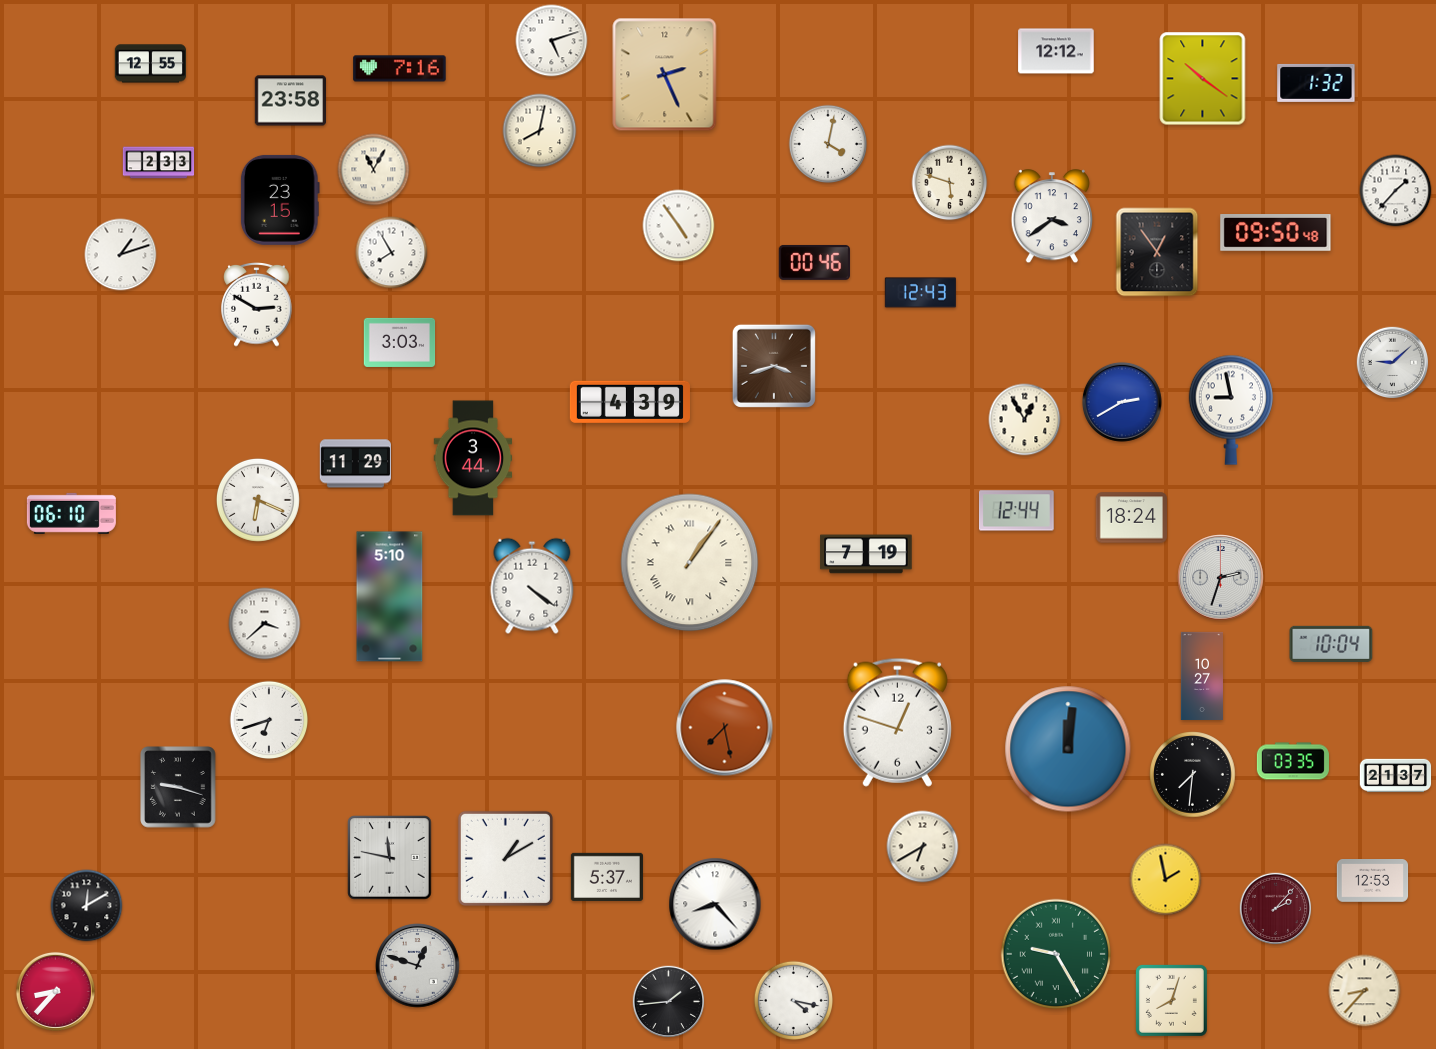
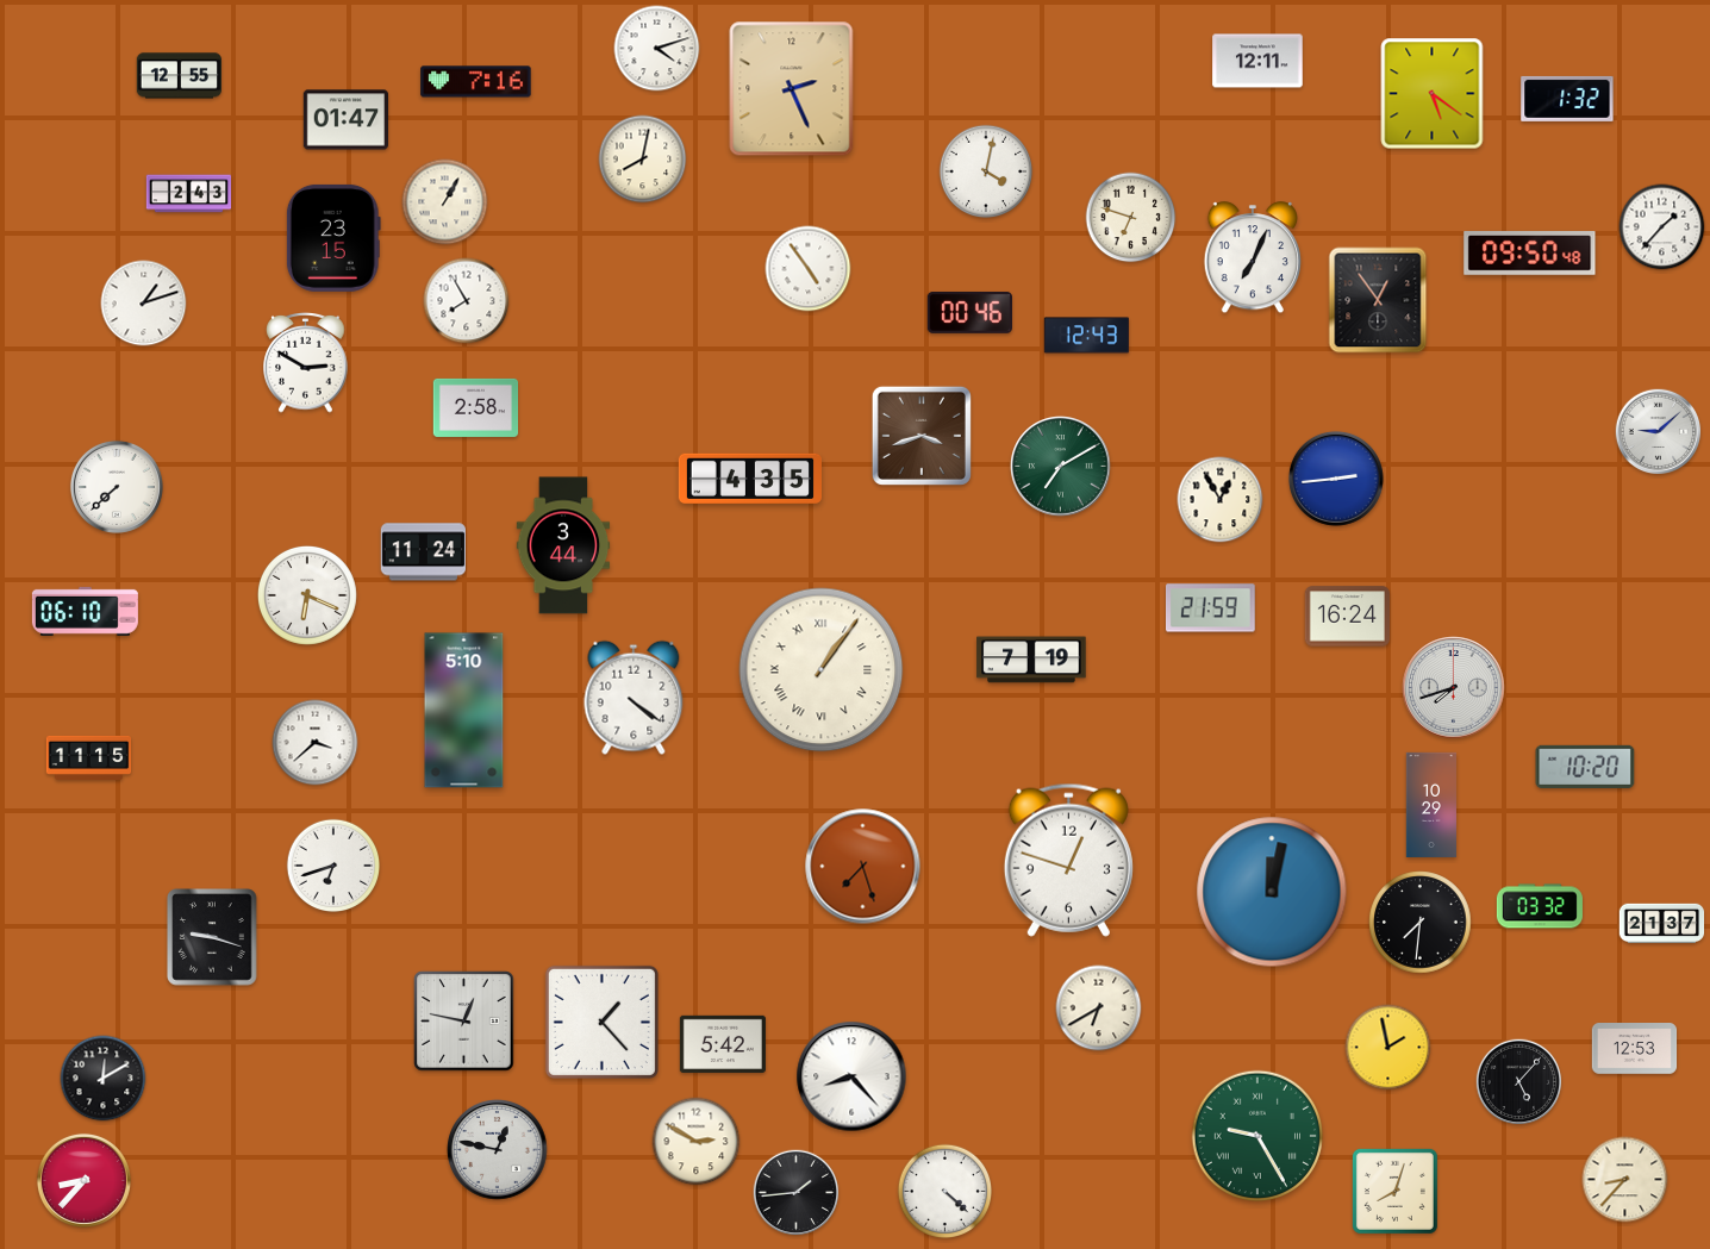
clock at (552, 41): 5:12 -> 4:12
clock at (1056, 51): 12:12 -> 12:11
clock at (1203, 79): 10:21 -> 5:21
clock at (290, 101): 23:58 -> 01:47
clock at (540, 131) position: (540, 131) -> (643, 160)
clock at (159, 163): 2:33 -> 2:43
clock at (374, 170): 11:05 -> 1:05
clock at (950, 183): 5:48 -> 6:48
clock at (1051, 217): 3:39 -> 7:04
clock at (1276, 233) position: (1276, 233) -> (1530, 254)
clock at (921, 293) position: (921, 293) -> (1087, 336)
clock at (400, 342): 3:03 -> 2:58
clock at (1061, 467): none -> 7:10
clock at (630, 401): 4:39 -> 4:35
clock at (1122, 402): 2:40 -> 2:44
clock at (117, 487): none -> 7:38
clock at (1230, 410): 8:58 -> none
clock at (355, 464): 11:29 -> 11:24
clock at (1017, 511): 12:44 -> 21:59
clock at (1131, 518): 18:24 -> 16:24
clock at (1221, 578): 2:33 -> 7:42
clock at (89, 757): none -> 11:15
clock at (1331, 644): 10:04 -> 10:20
clock at (1201, 676): 10:27 -> 10:29
clock at (269, 720) position: (269, 720) -> (333, 866)
clock at (725, 728): 7:28 -> 7:27
clock at (1068, 749): 12:01 -> 12:02
clock at (1293, 761): 03:35 -> 03:32
clock at (390, 858): 11:47 -> 12:47
clock at (505, 858): 1:10 -> 1:23
clock at (607, 877): 5:37 -> 5:42
clock at (1276, 909): 2:07 -> 5:07
clock at (1276, 909) dial: burgundy -> black
clock at (697, 1142): none -> 2:50
clock at (418, 966): 12:48 -> 12:47
clock at (55, 991) position: (55, 991) -> (83, 1180)
clock at (793, 1000): 4:17 -> 4:22
